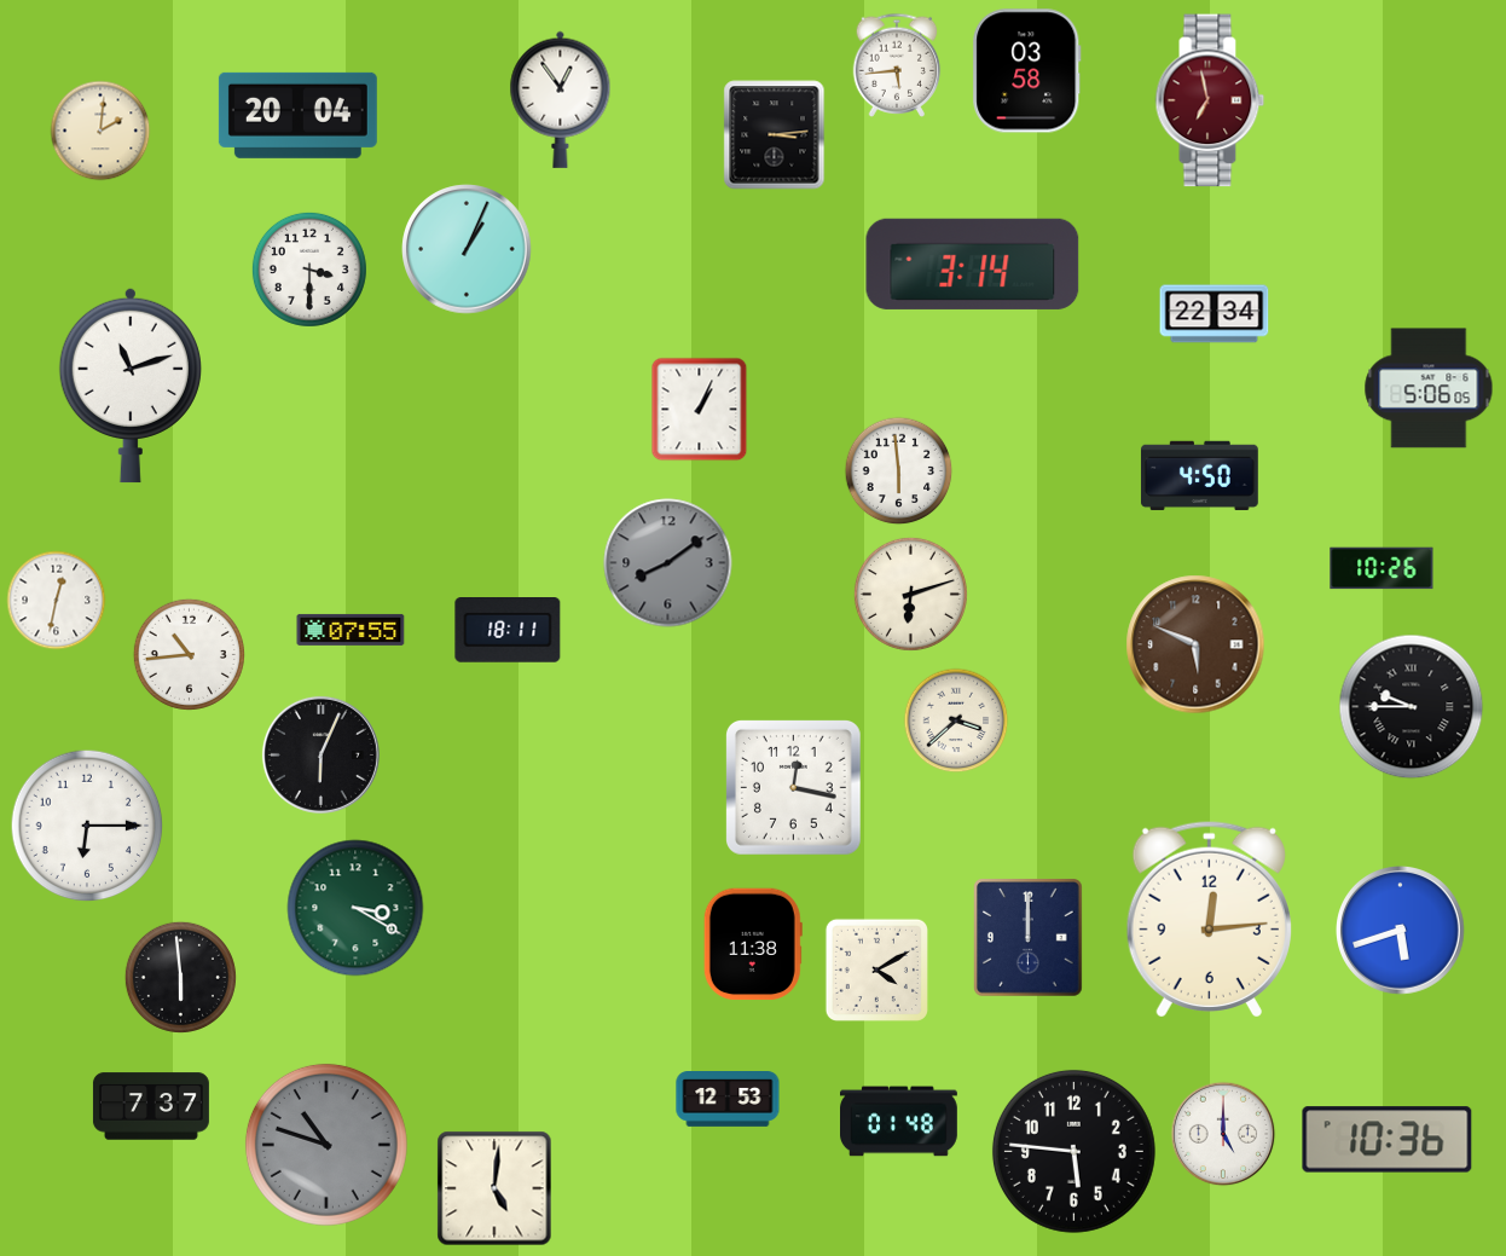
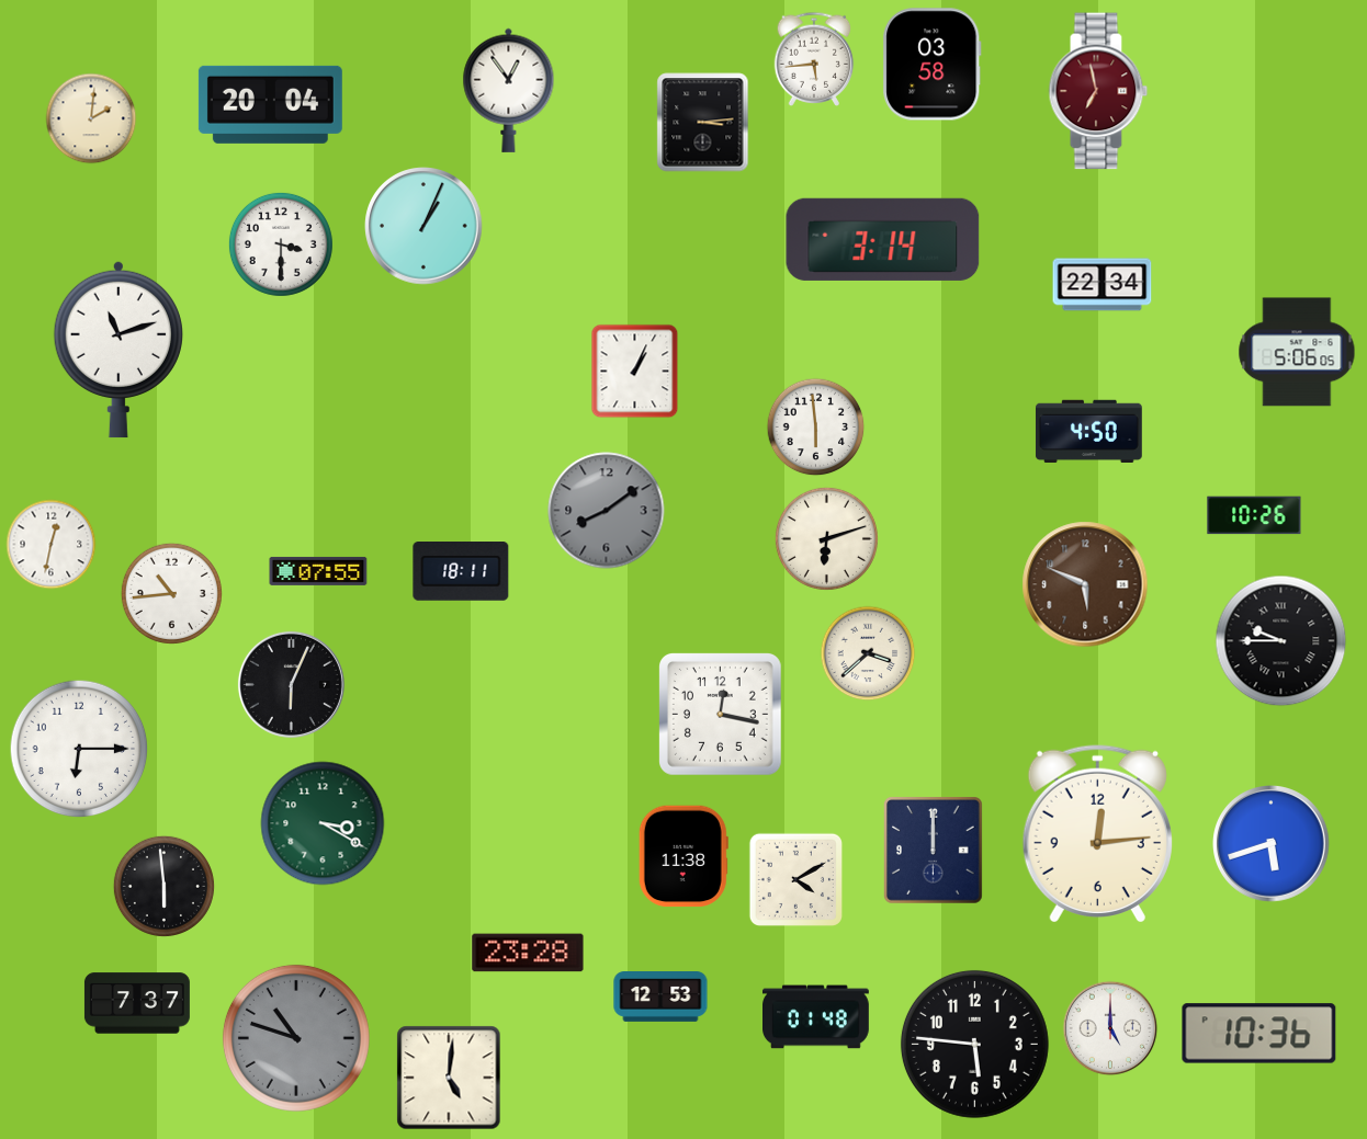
clock at (528, 953): none -> 23:28
